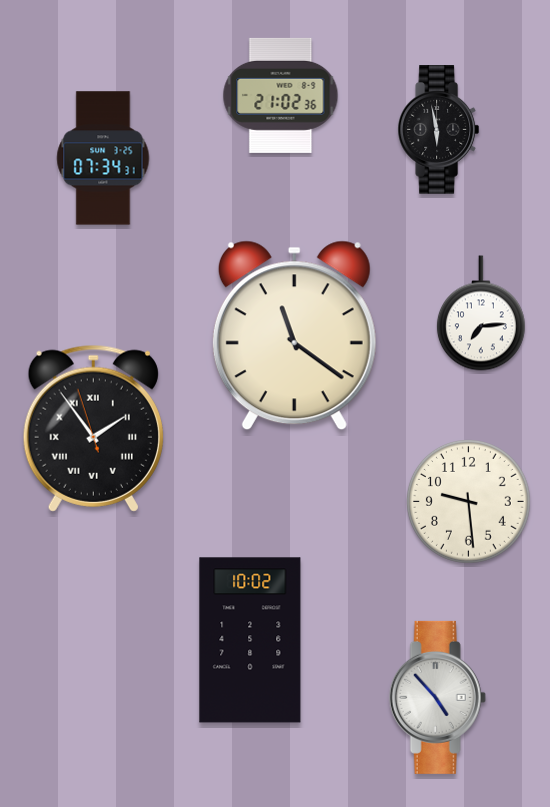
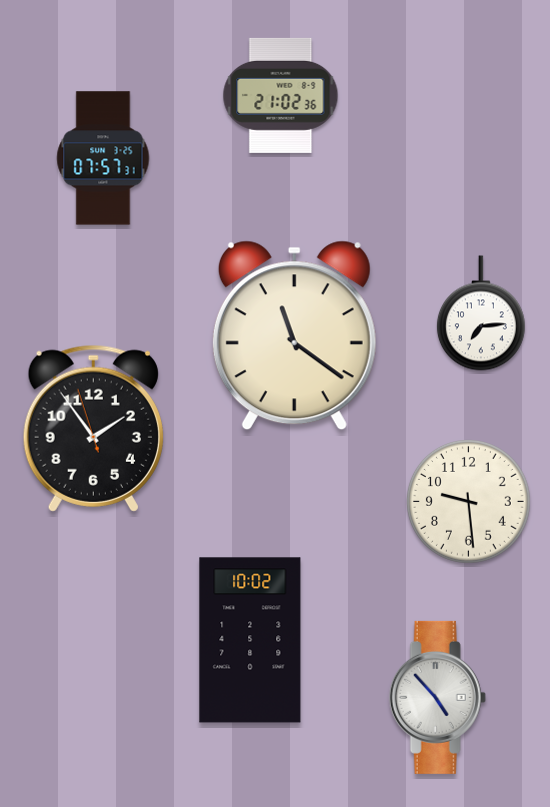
clock at (439, 130): 5:58 -> none
clock at (103, 158): 07:34 -> 07:57
clock at (93, 428) numerals: Roman -> Arabic
